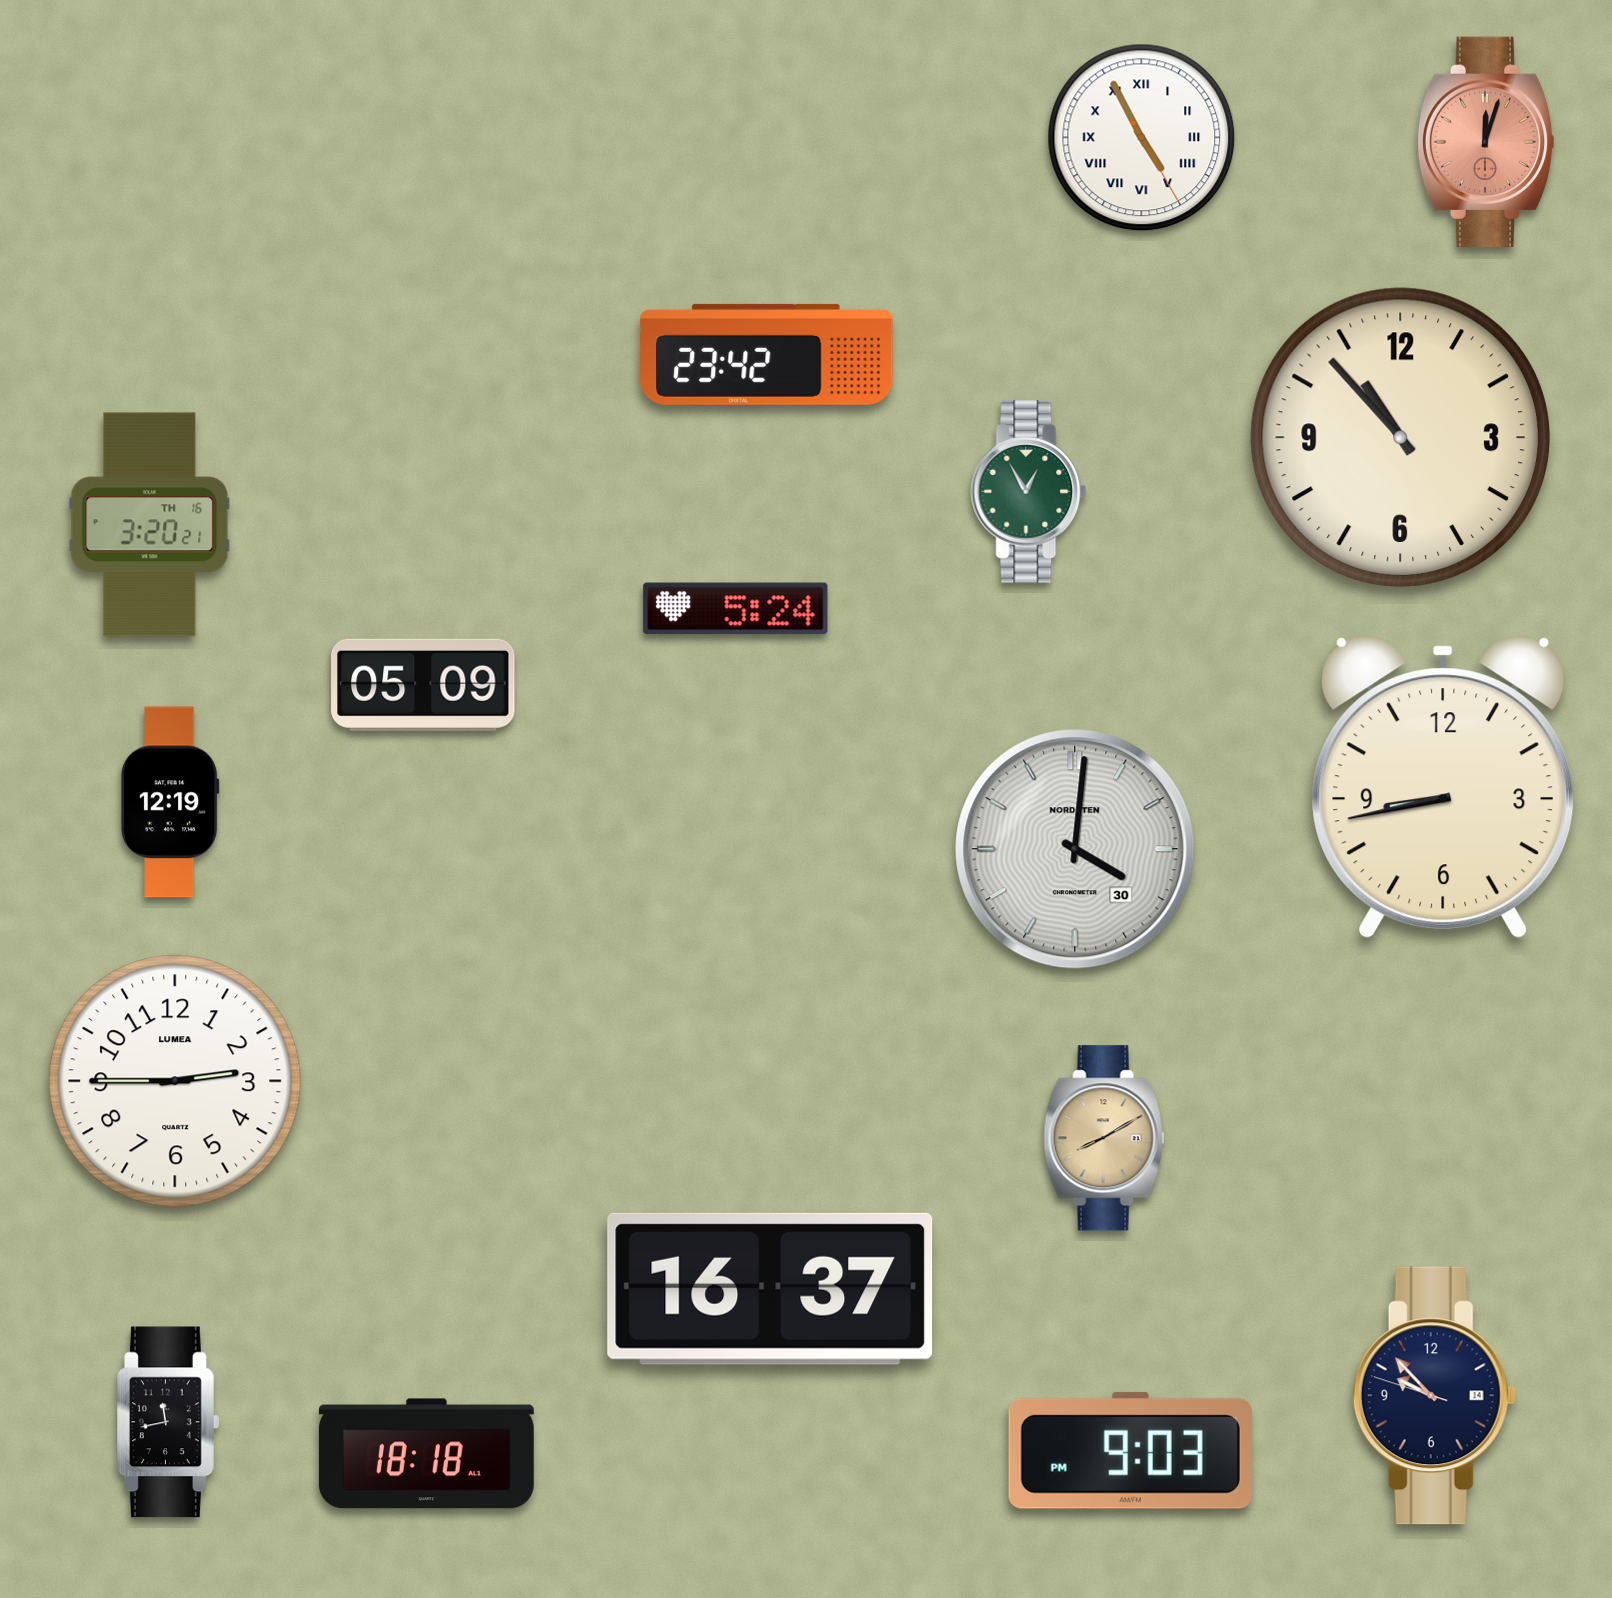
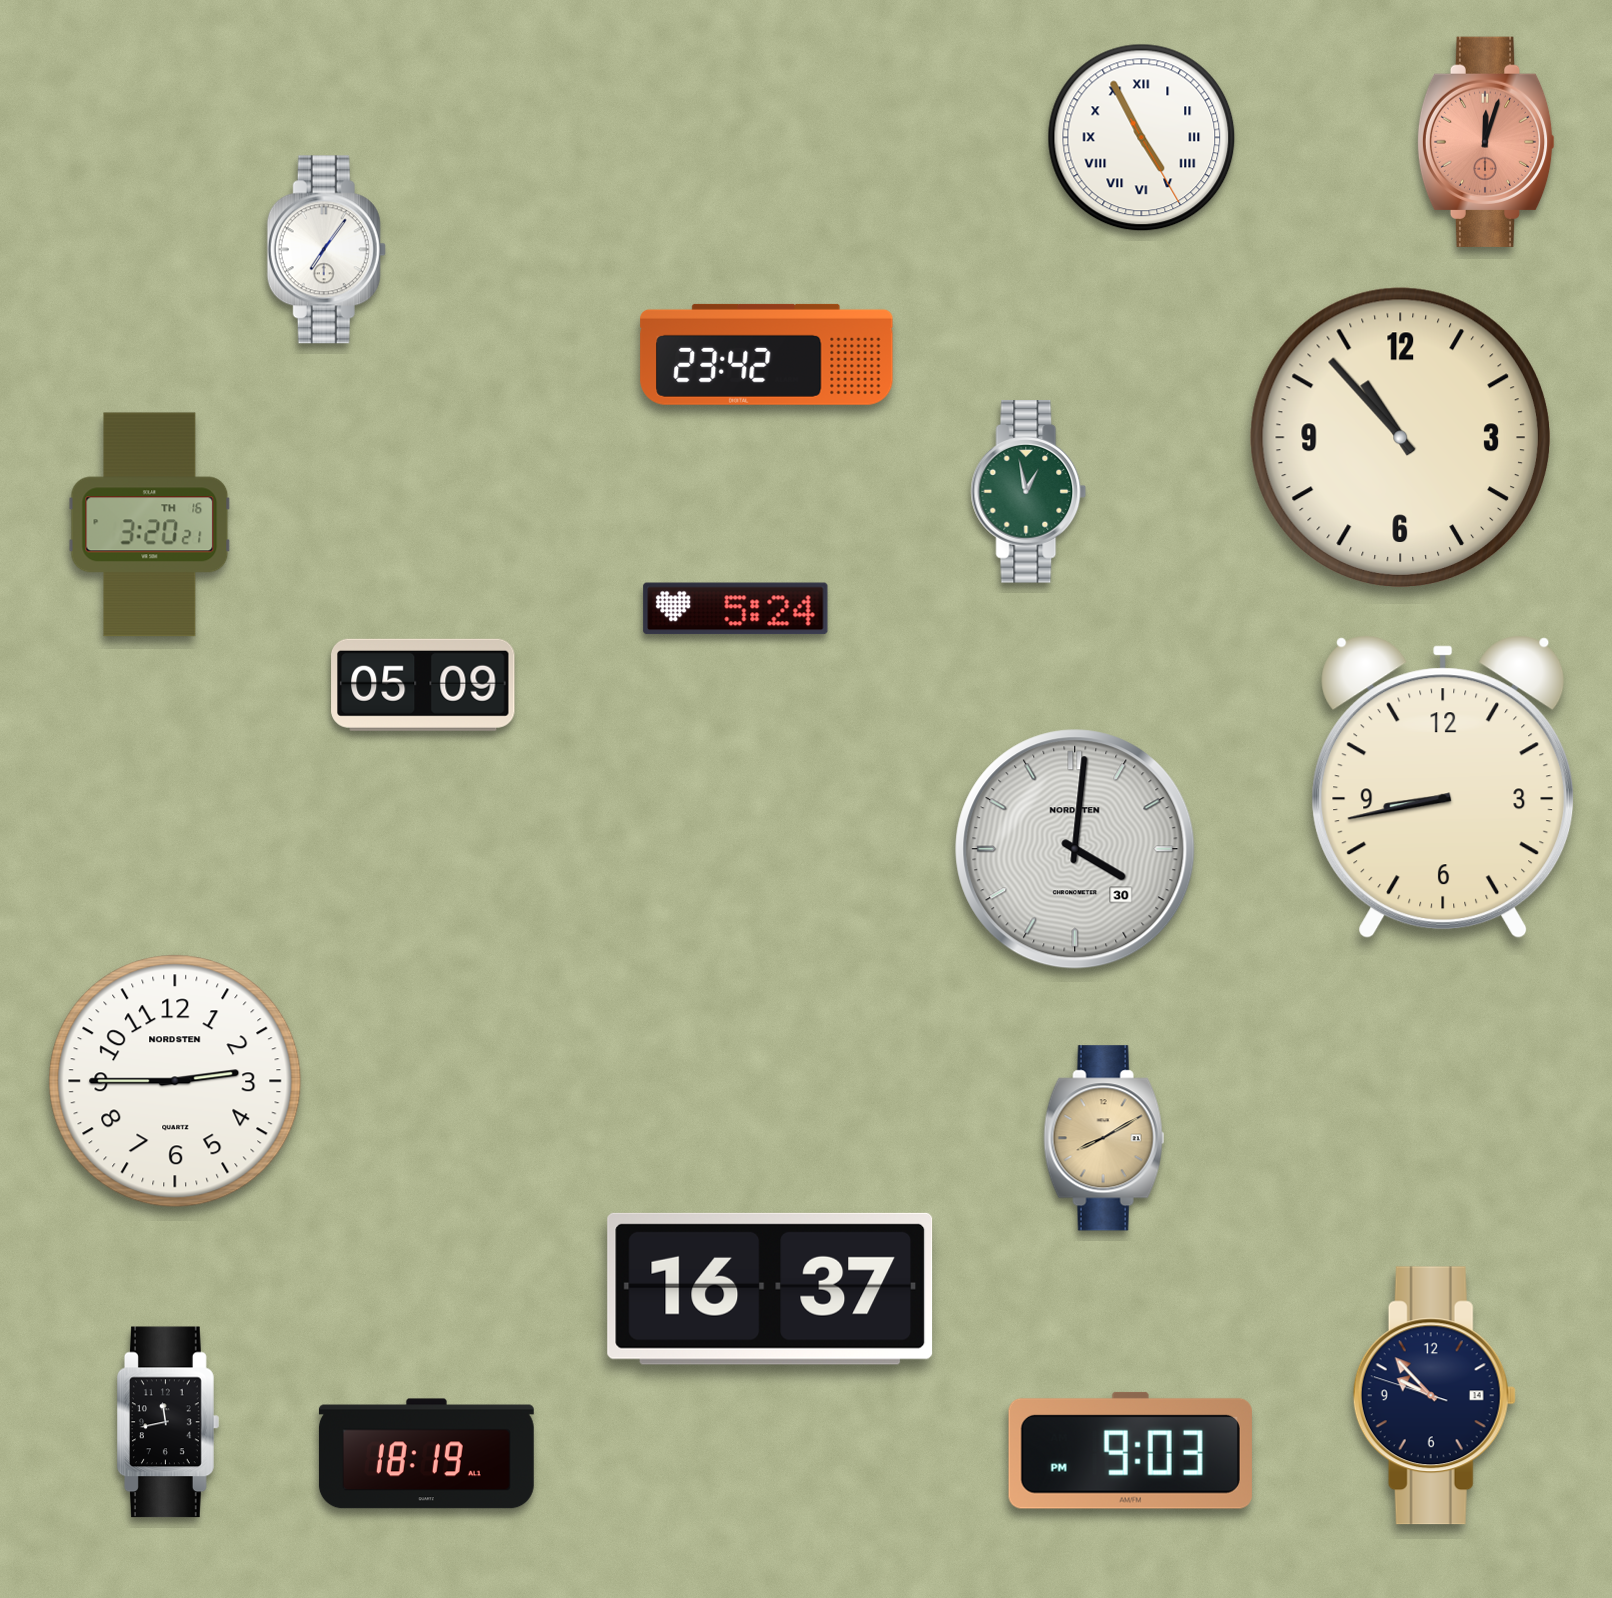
clock at (326, 250): none -> 7:06
clock at (1029, 492): 12:55 -> 12:58
clock at (170, 802): 12:19 -> none
clock at (175, 1081) brand: LUMEA -> NORDSTEN
clock at (426, 1454): 18:18 -> 18:19
